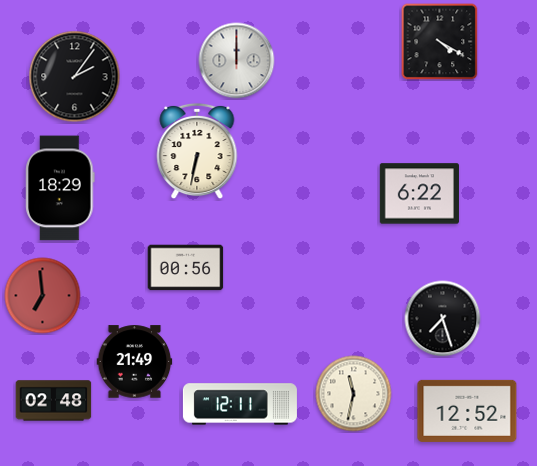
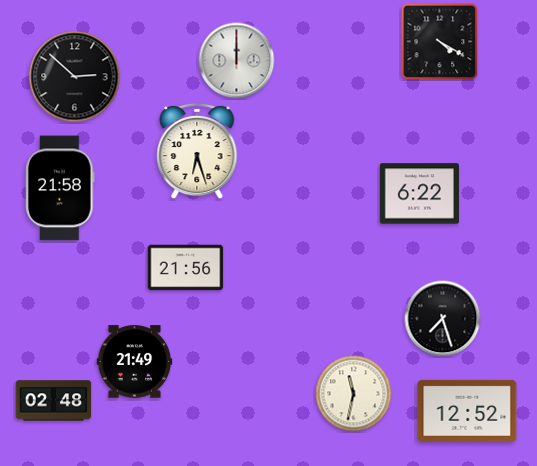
clock at (75, 77): 2:06 -> 2:52
clock at (197, 151): 6:32 -> 6:27
clock at (60, 188): 18:29 -> 21:58
clock at (186, 268): 00:56 -> 21:56
clock at (43, 296): 6:59 -> none
clock at (240, 404): 12:11 -> none
